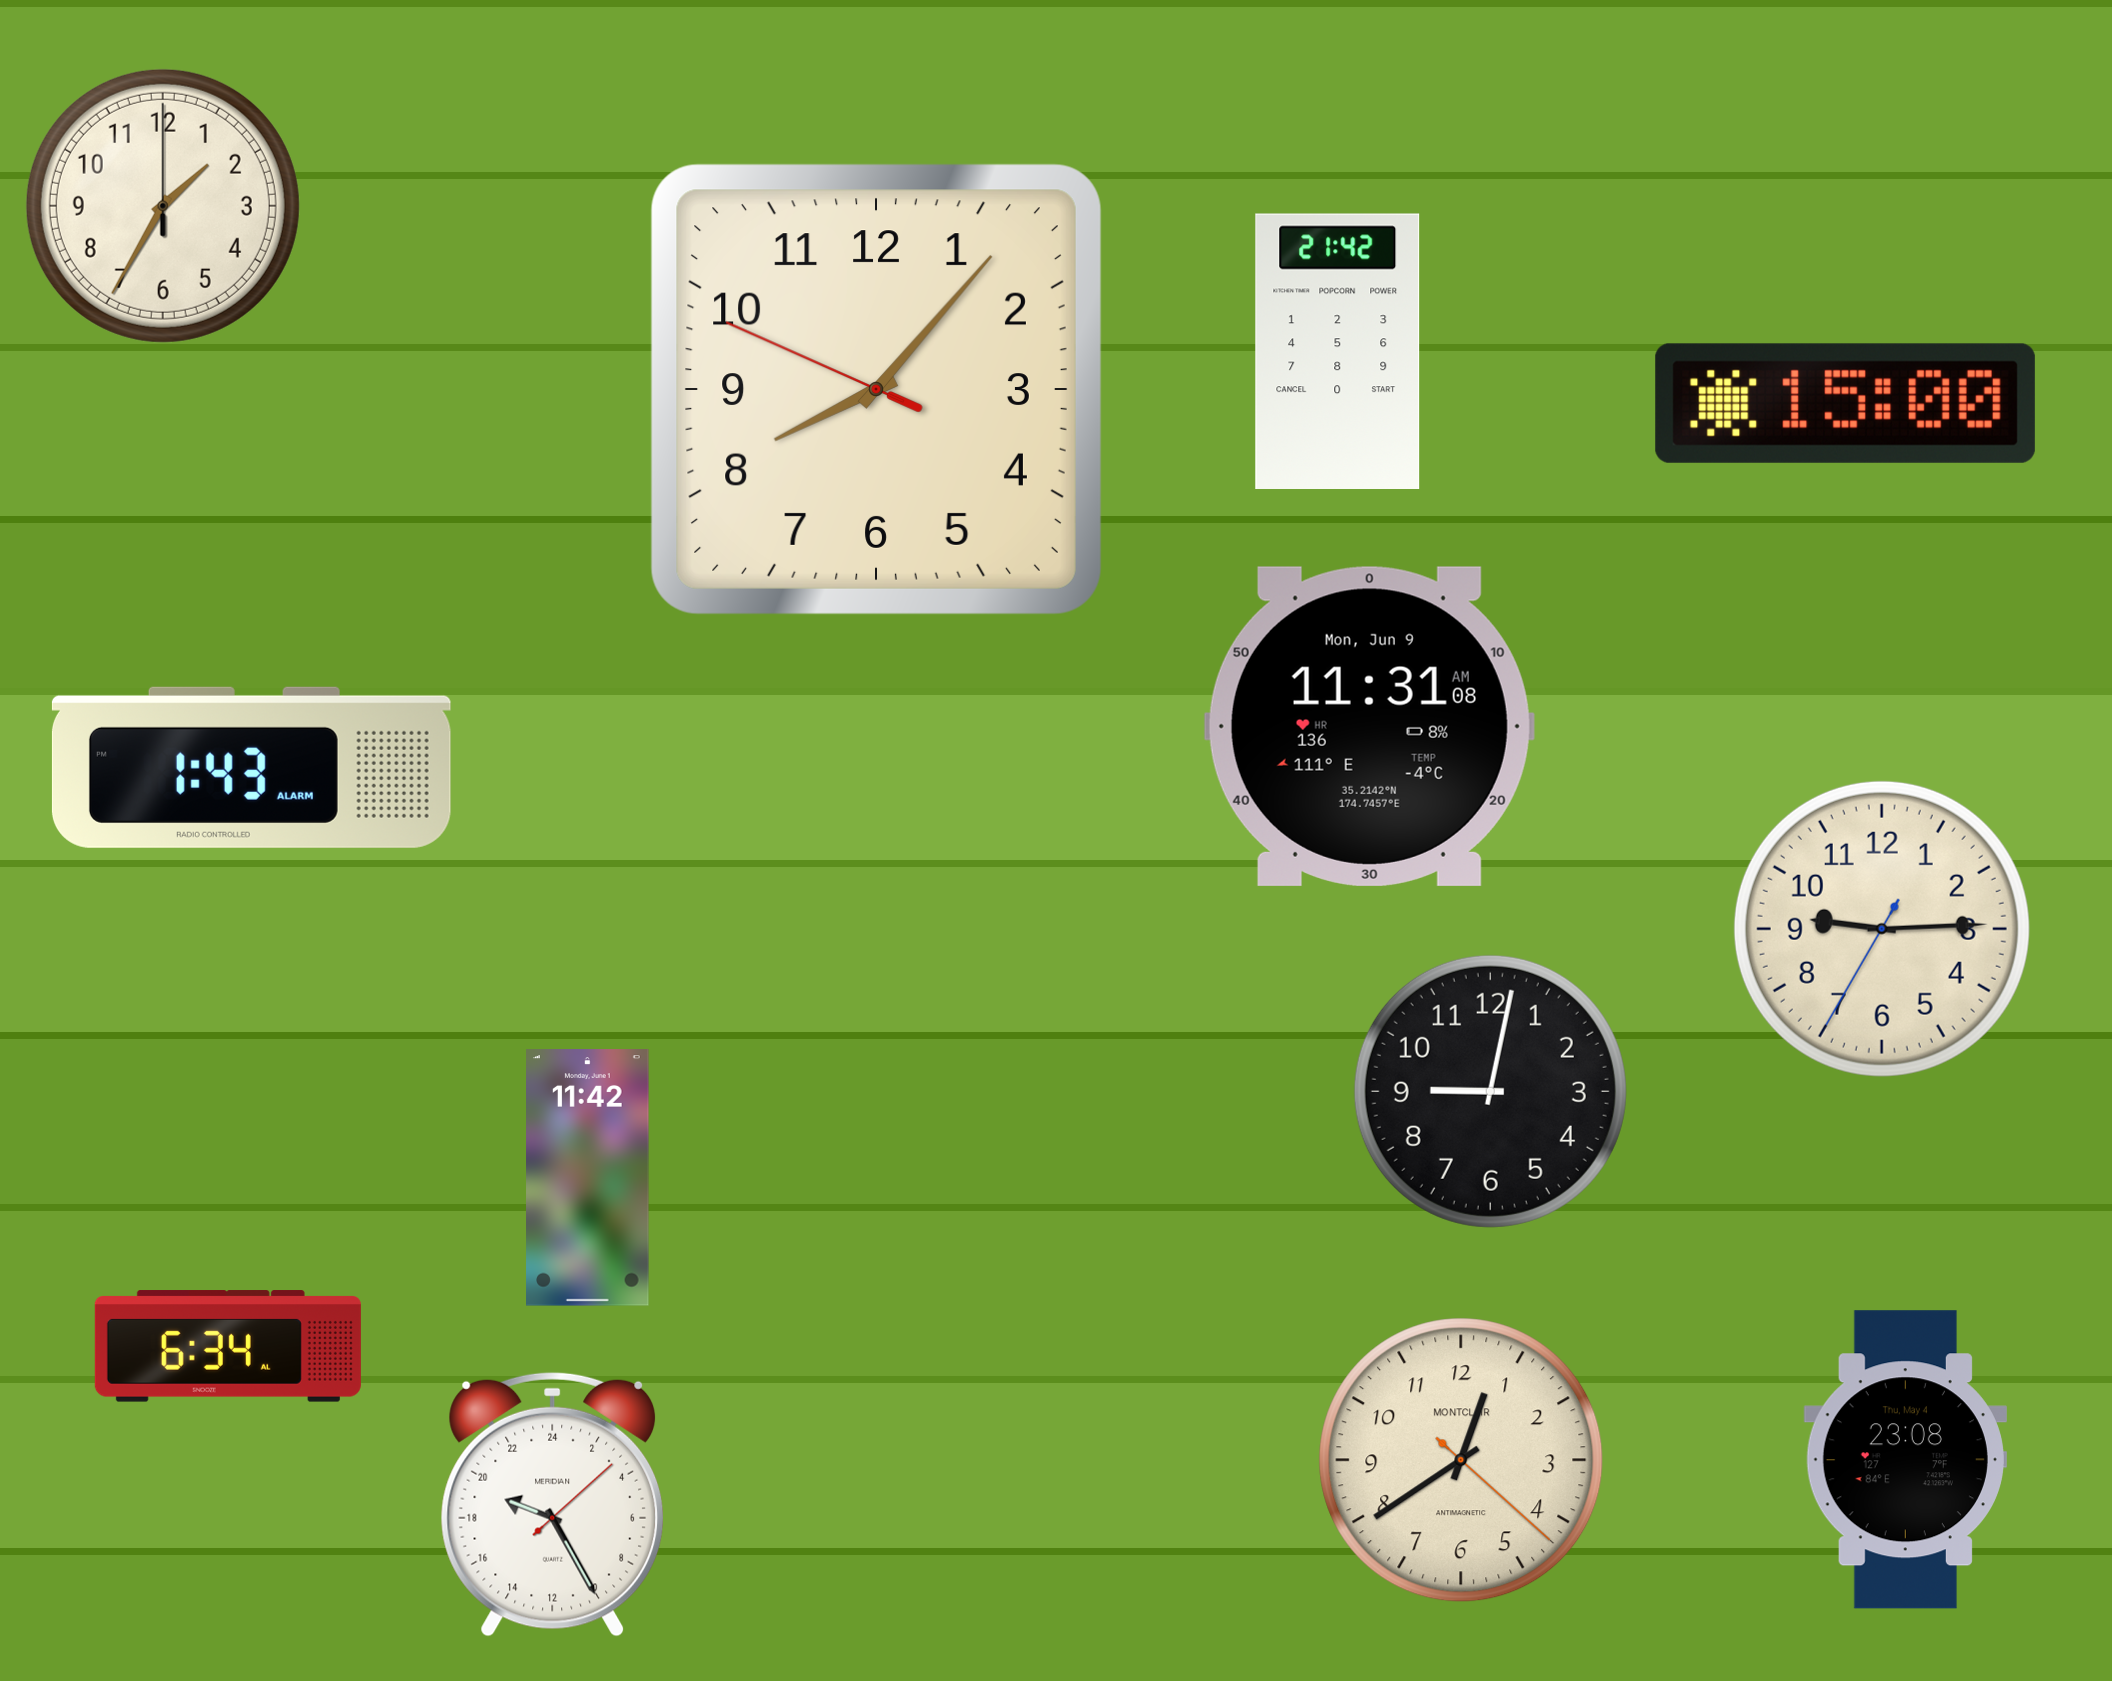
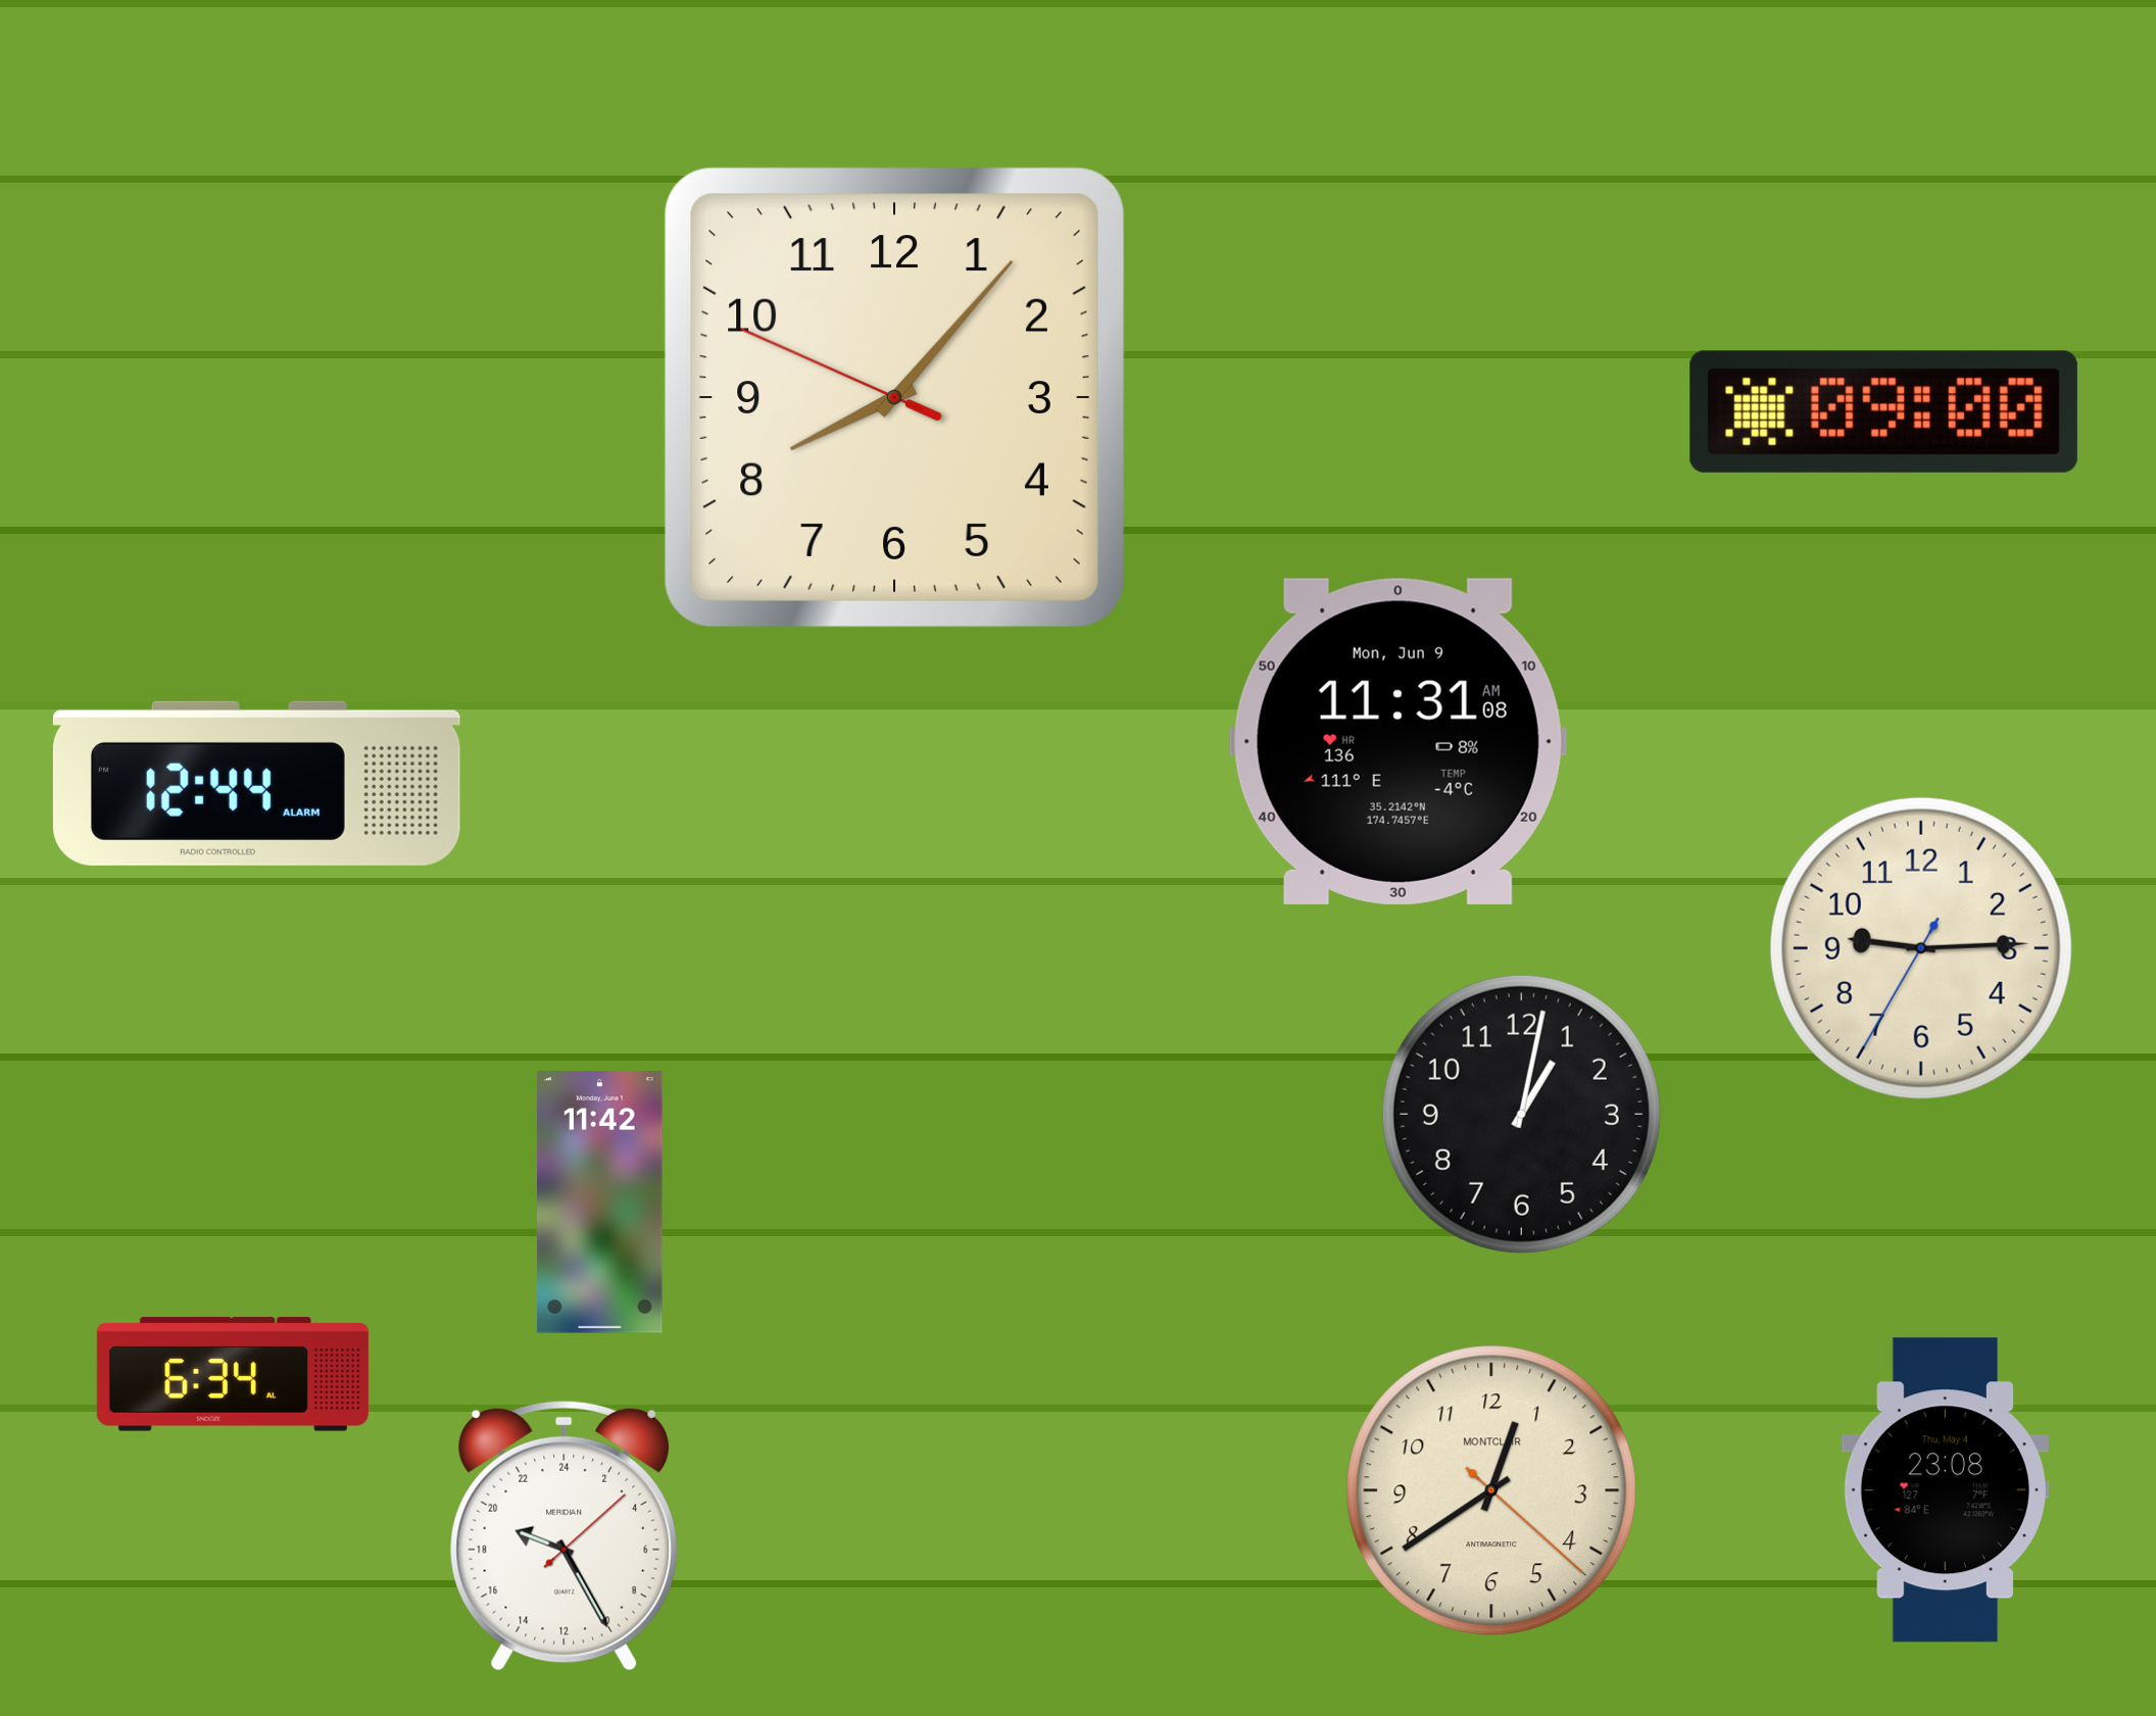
clock at (163, 206): 1:35 -> none
clock at (1338, 351): 21:42 -> none
clock at (1845, 403): 15:00 -> 09:00
clock at (251, 767): 1:43 -> 12:44
clock at (1490, 1091): 9:02 -> 1:02
